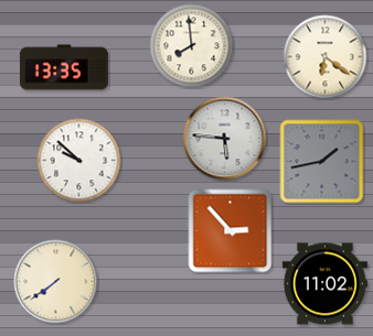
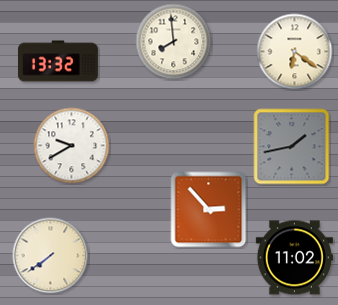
clock at (64, 67): 13:35 -> 13:32
clock at (225, 139): 5:46 -> none
clock at (79, 161): 9:52 -> 9:40
